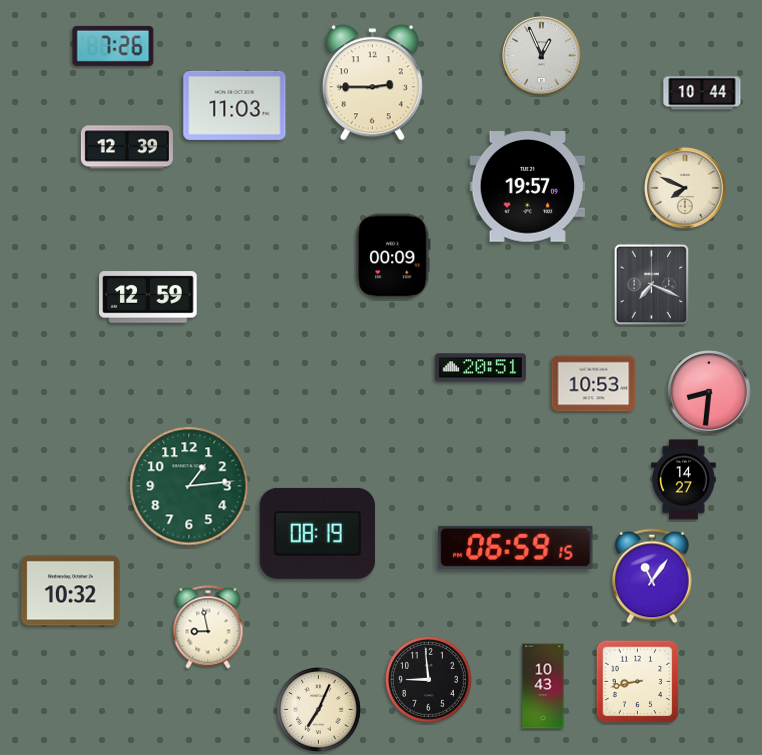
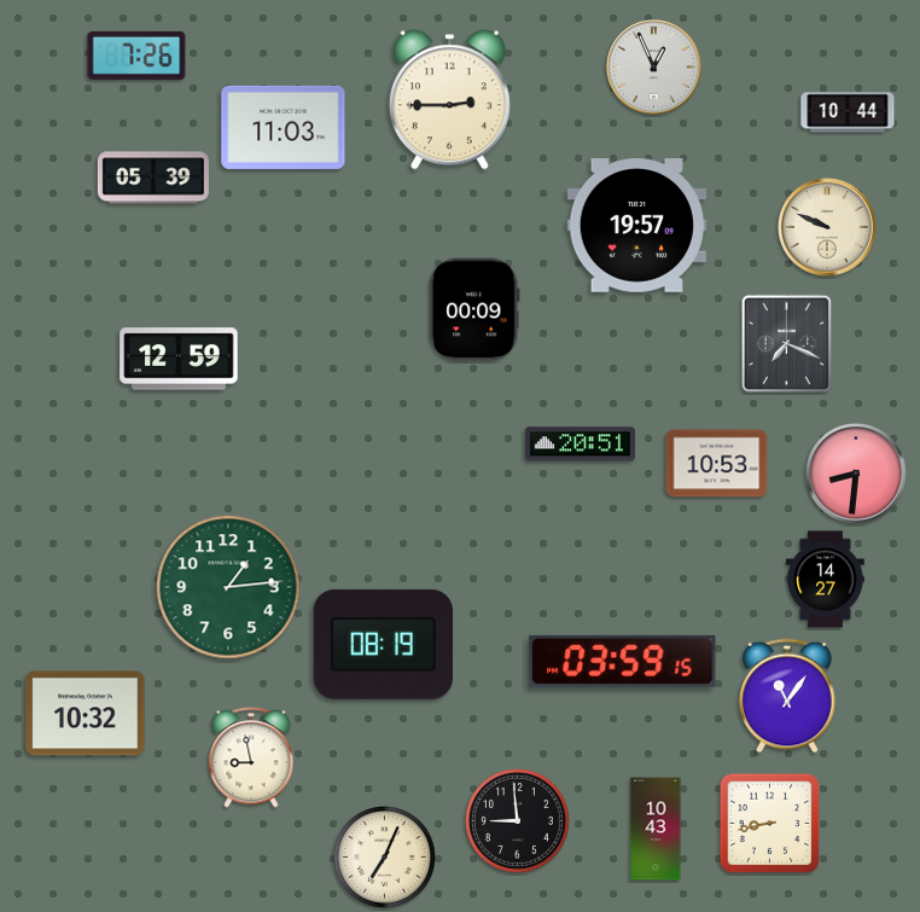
clock at (127, 147): 12:39 -> 05:39
clock at (685, 188): 7:49 -> 9:49
clock at (516, 547): 06:59 -> 03:59
